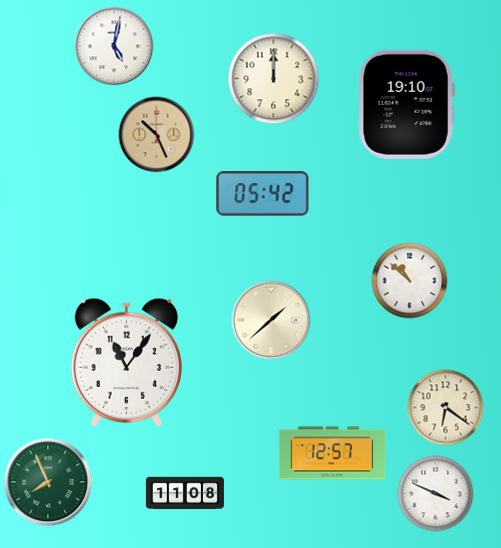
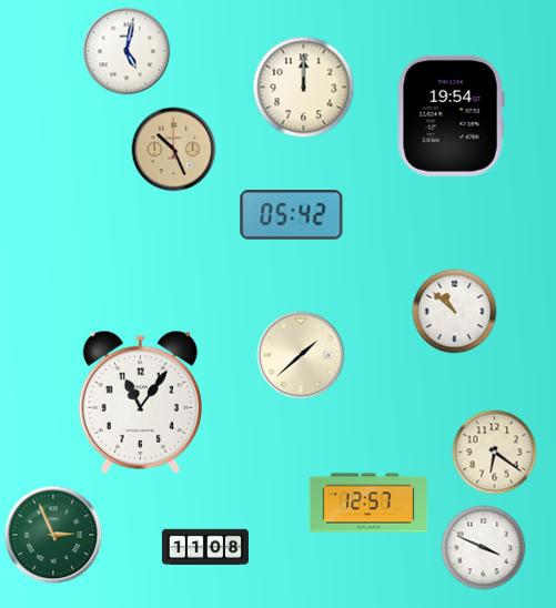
clock at (406, 104): 19:10 -> 19:54
clock at (48, 482): 7:56 -> 2:56
